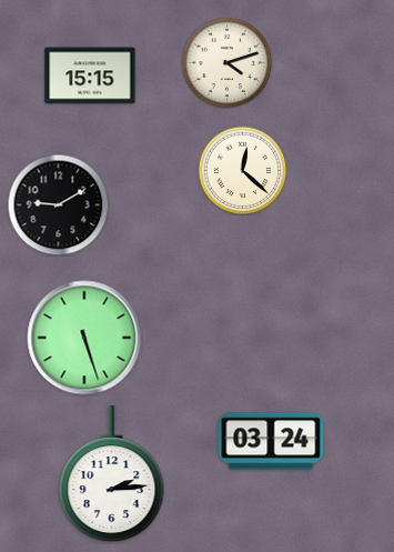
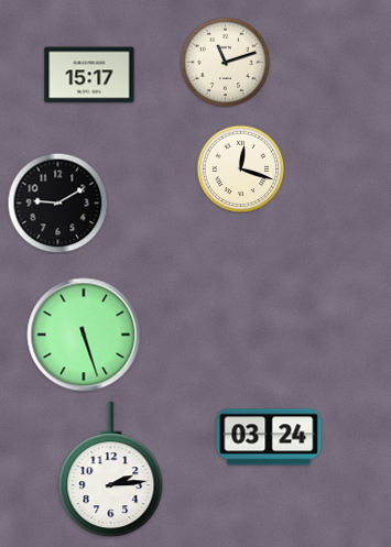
clock at (226, 62): 4:12 -> 11:12
clock at (90, 76): 15:15 -> 15:17
clock at (242, 170): 12:22 -> 12:18
